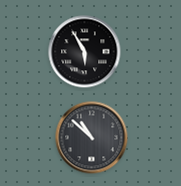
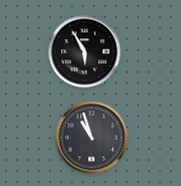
clock at (92, 138): 10:52 -> 10:57
